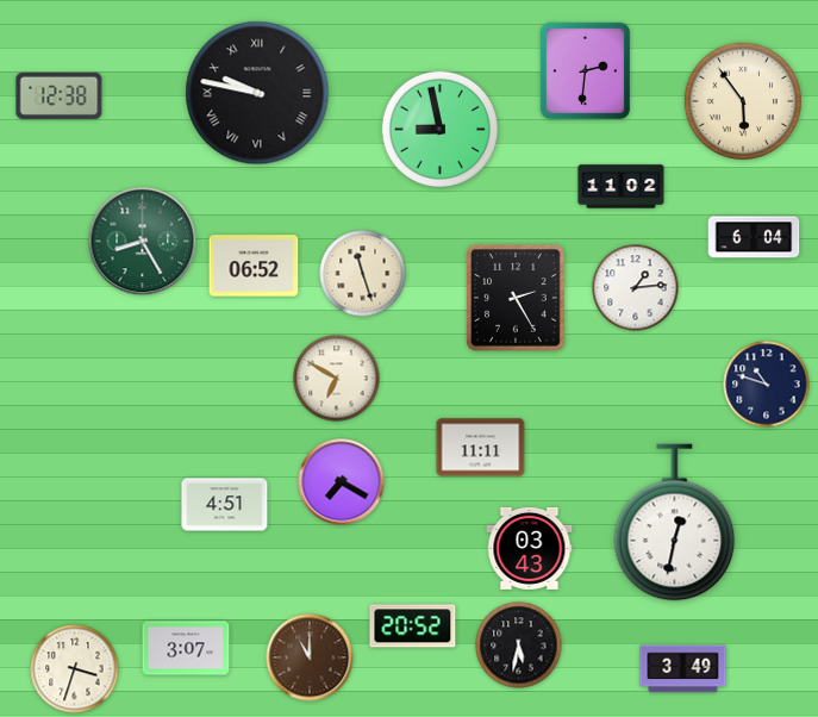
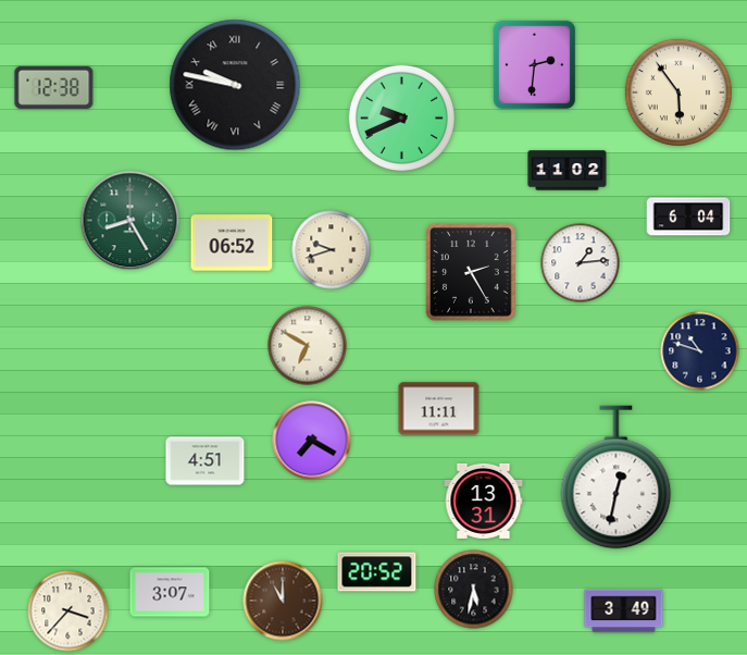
clock at (439, 129): 8:58 -> 9:41
clock at (363, 274): 11:27 -> 9:42
clock at (530, 548): 03:43 -> 13:31
clock at (75, 669): 3:33 -> 3:37
